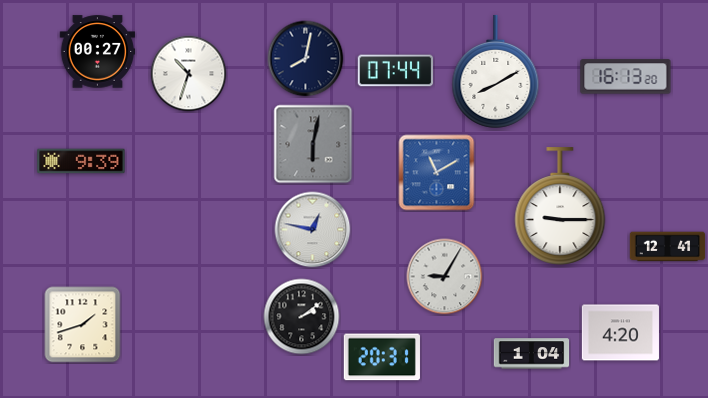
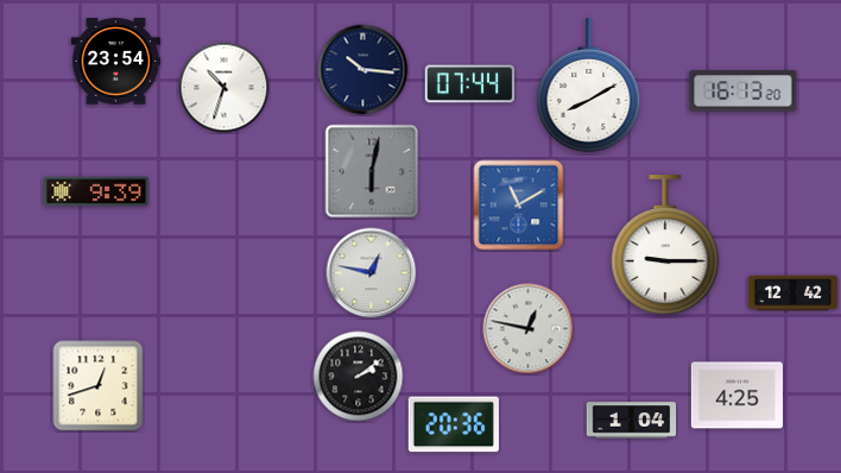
clock at (98, 52): 00:27 -> 23:54
clock at (306, 59): 8:02 -> 10:16
clock at (668, 247): 12:41 -> 12:42
clock at (445, 277): 9:05 -> 12:47
clock at (83, 325): 1:42 -> 12:42
clock at (620, 333): 4:20 -> 4:25
clock at (382, 357): 20:31 -> 20:36
